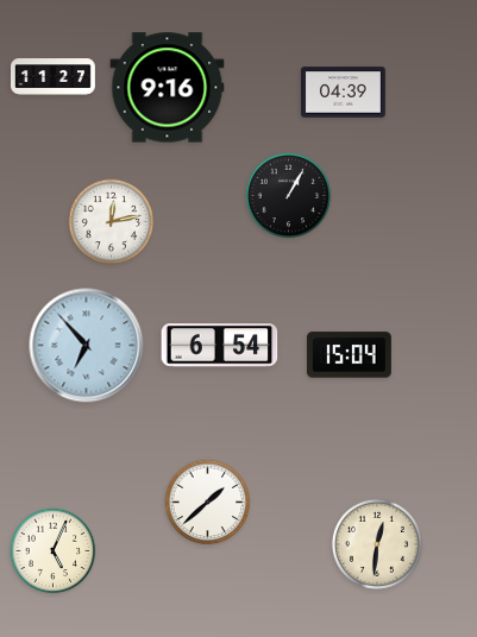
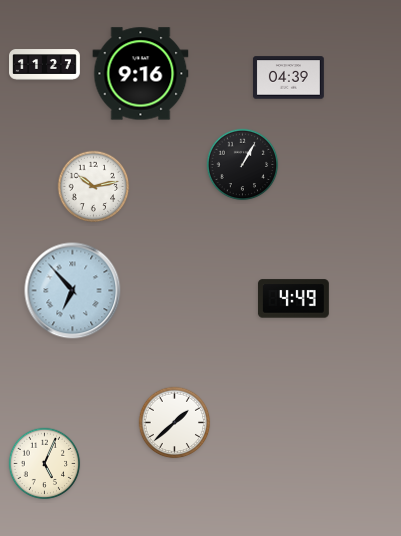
clock at (112, 222): 12:13 -> 10:13
clock at (220, 346): 6:54 -> none
clock at (349, 355): 15:04 -> 4:49
clock at (377, 544): 12:31 -> none
